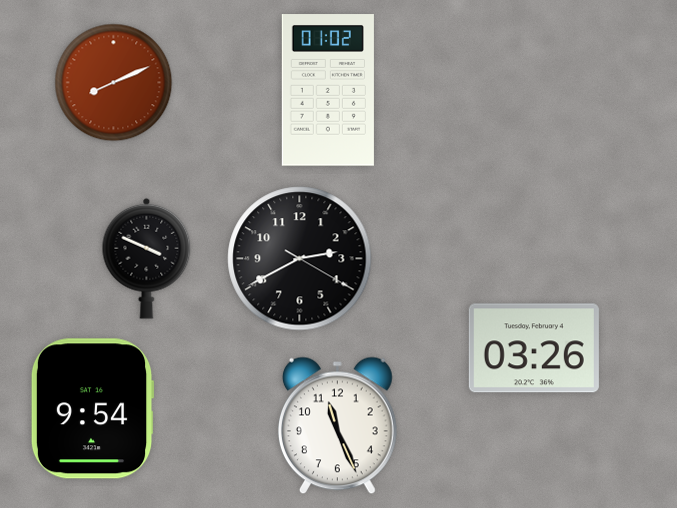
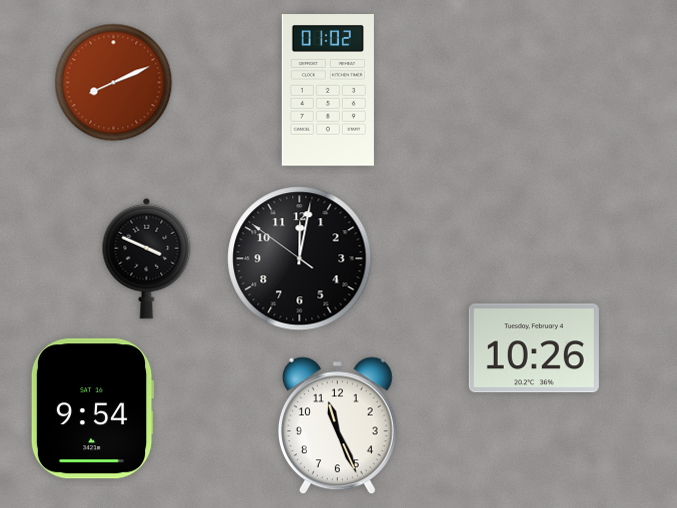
clock at (300, 259): 2:40 -> 12:01
clock at (534, 348): 03:26 -> 10:26
